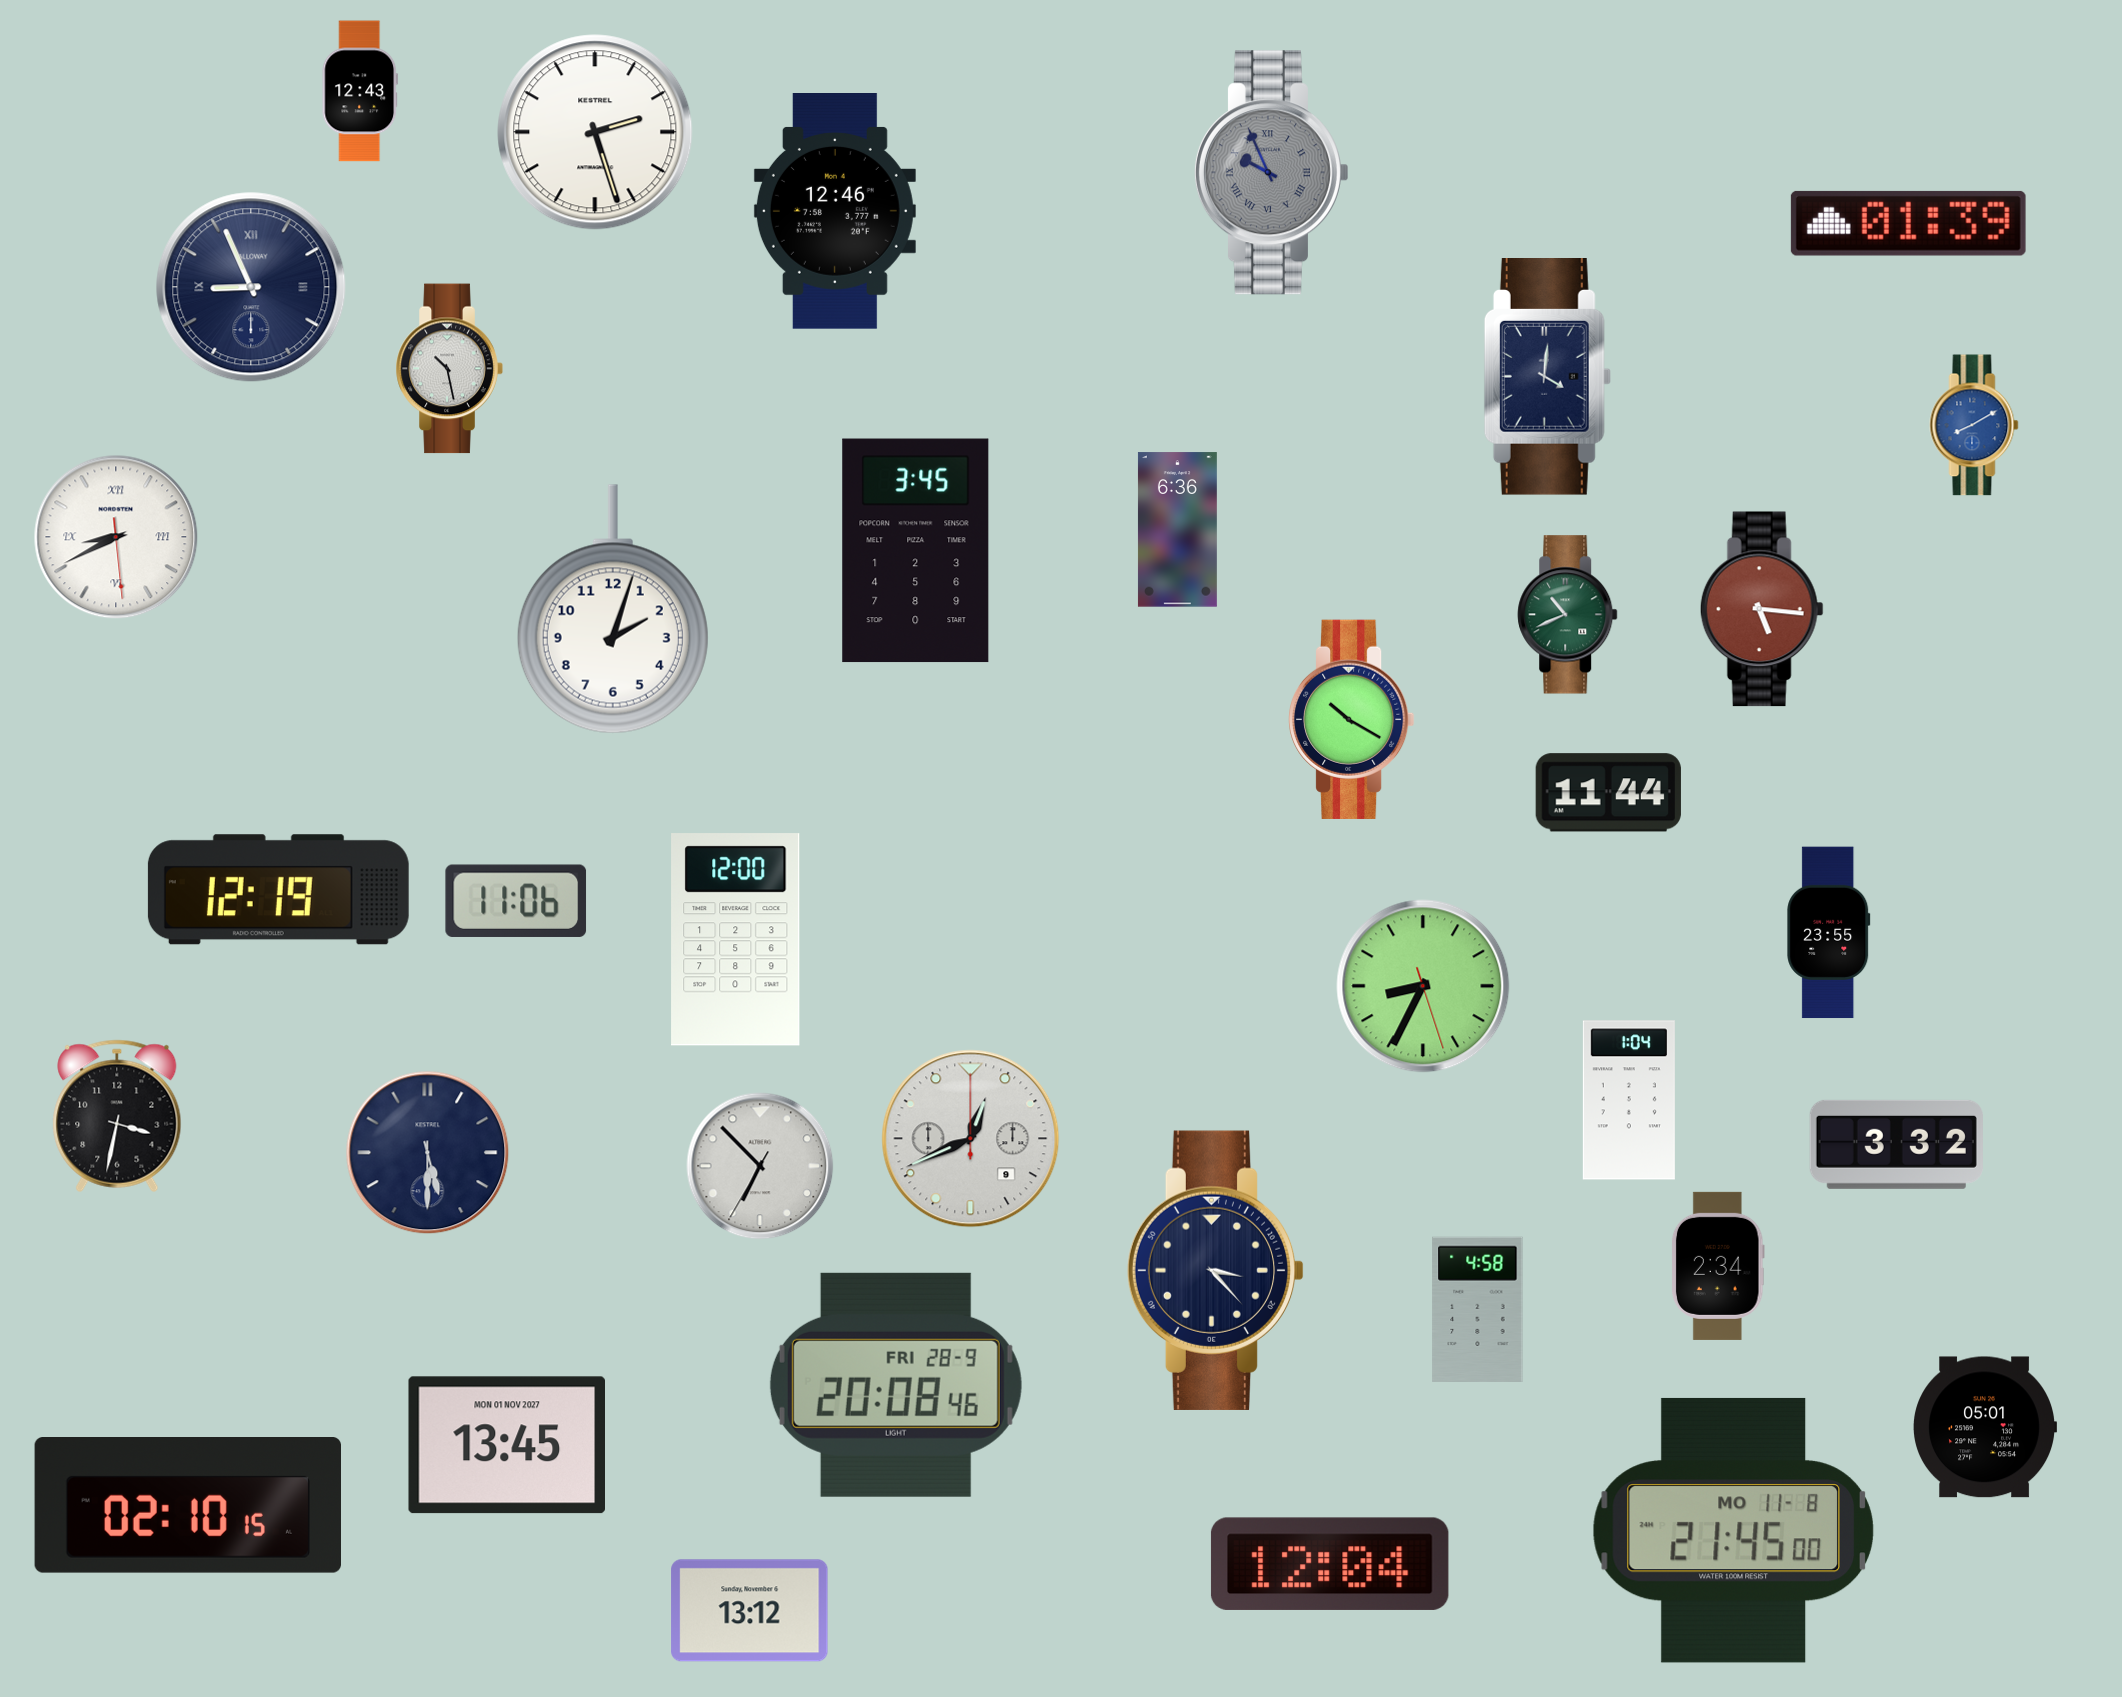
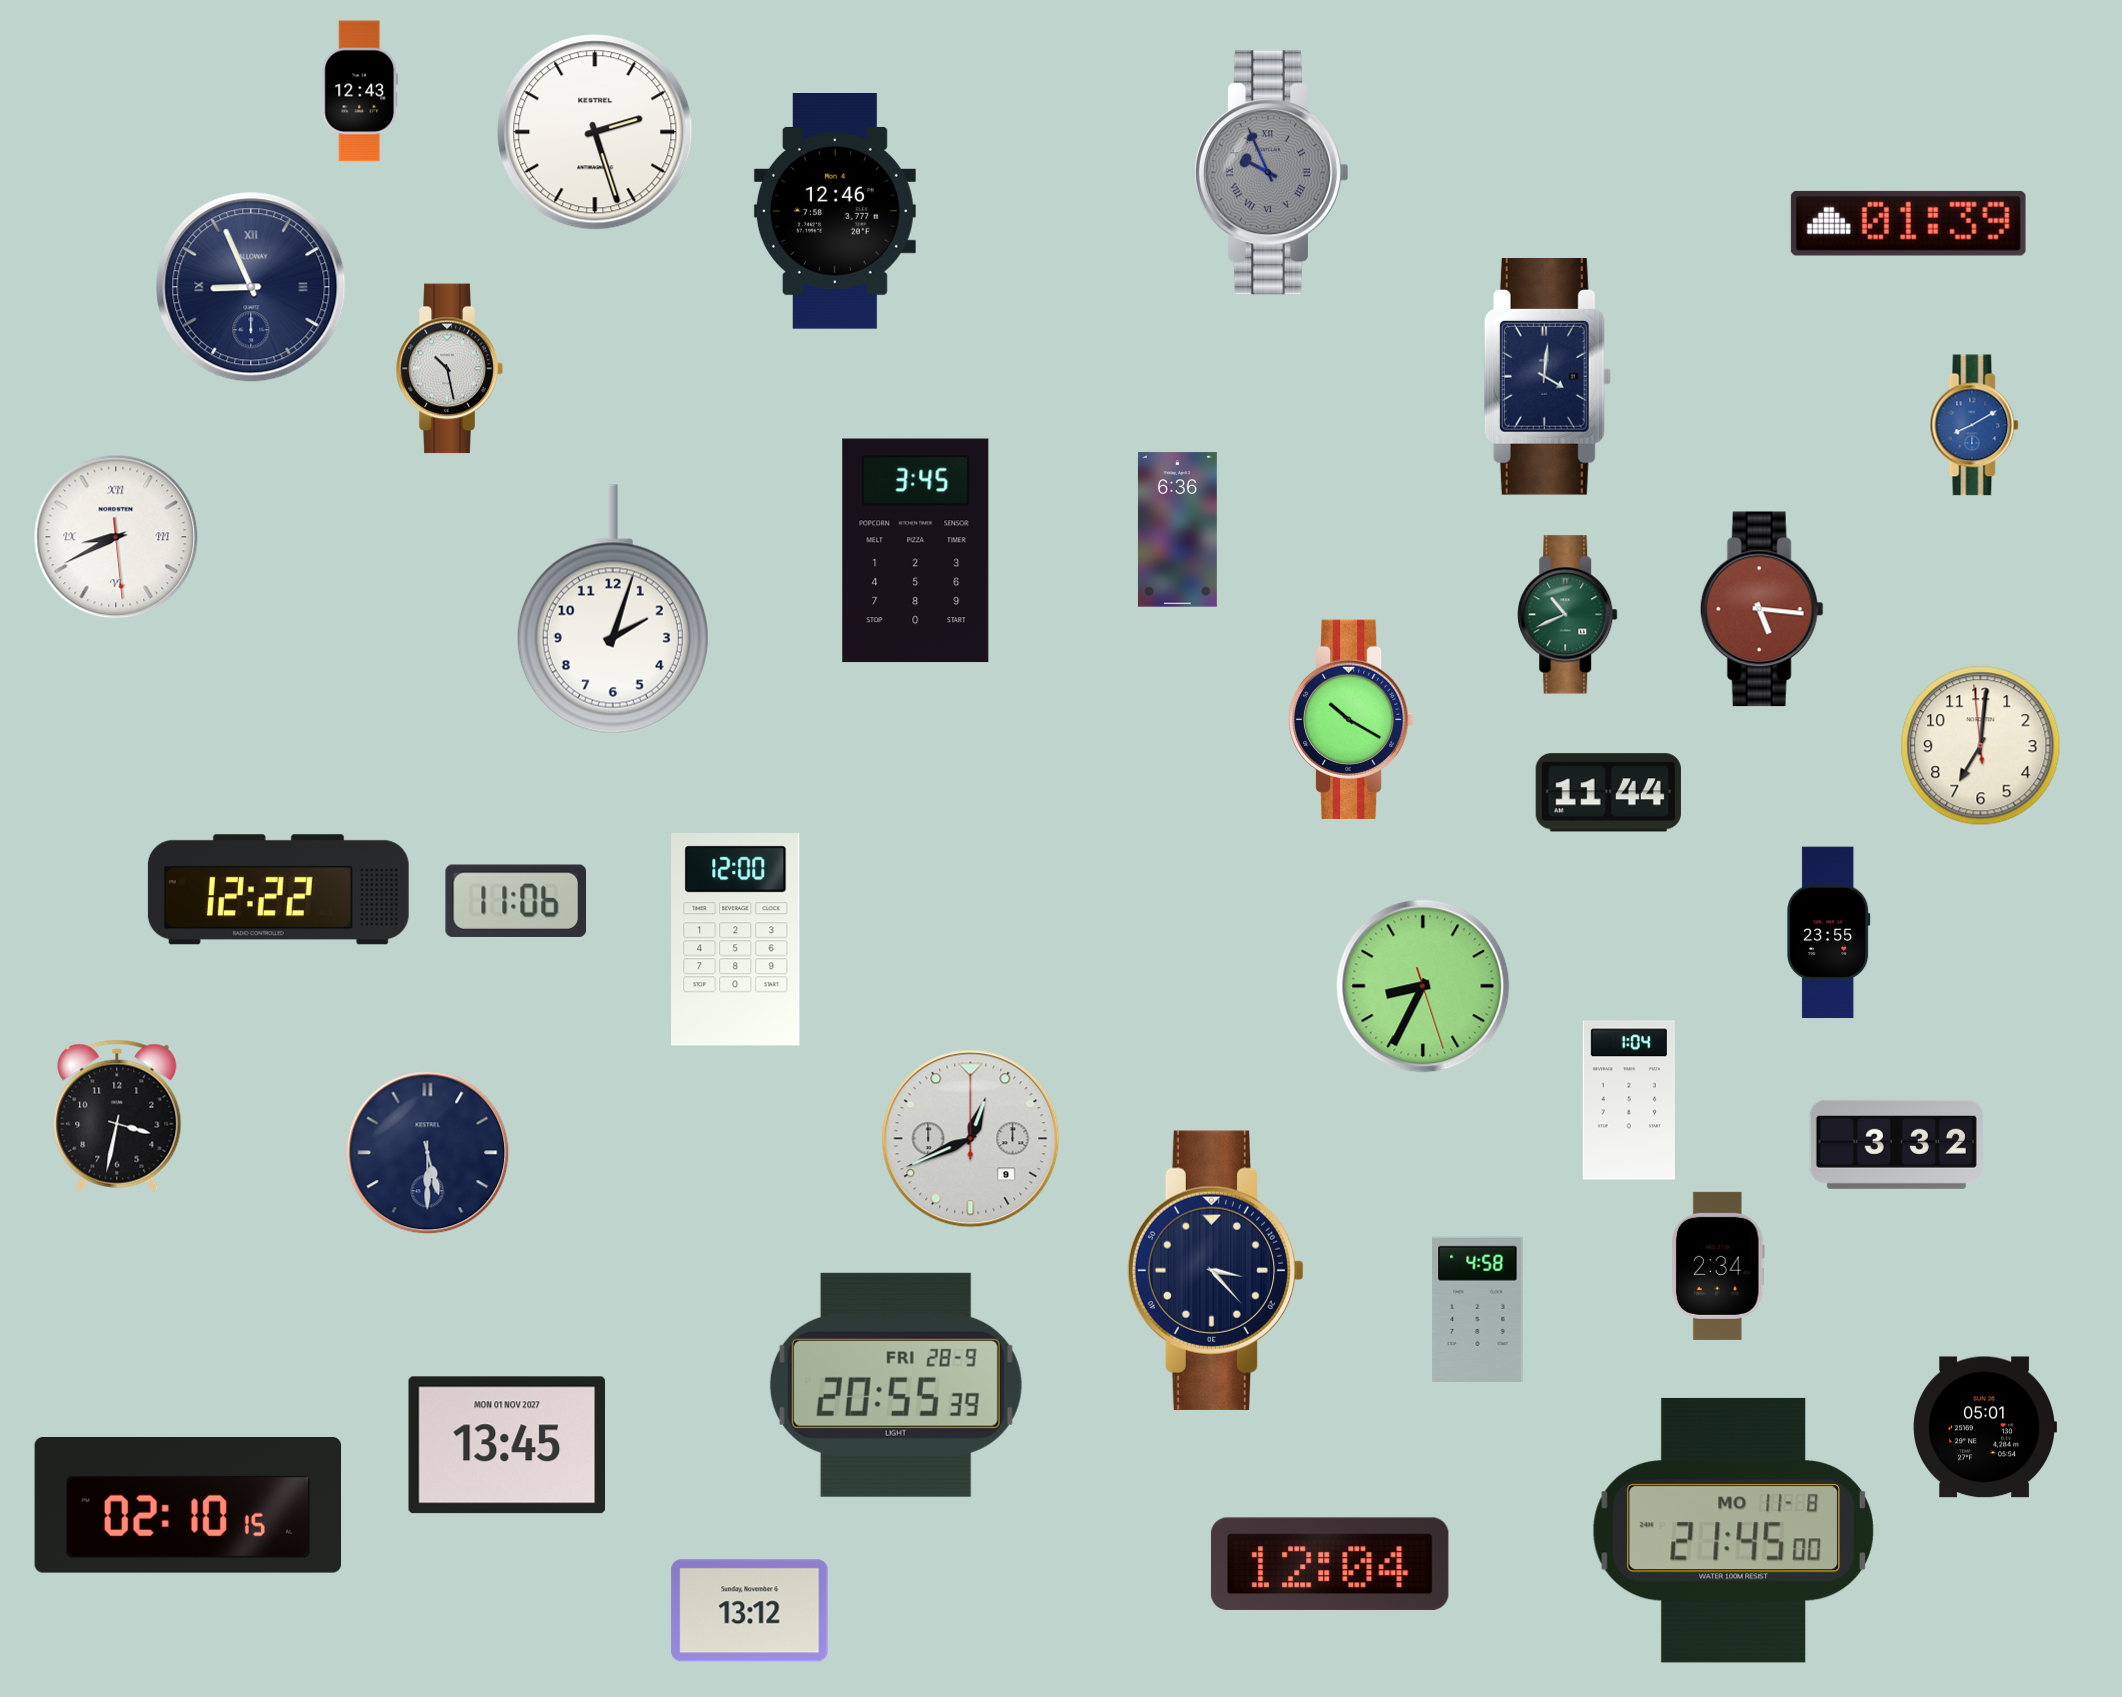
clock at (1981, 746): none -> 7:00
clock at (278, 890): 12:19 -> 12:22
clock at (760, 1166): 6:52 -> none
clock at (896, 1385): 20:08 -> 20:55
